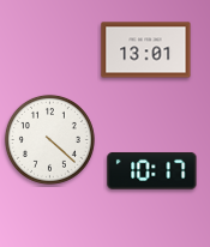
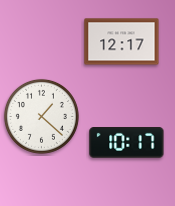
clock at (146, 50): 13:01 -> 12:17
clock at (49, 139): 4:22 -> 1:22
